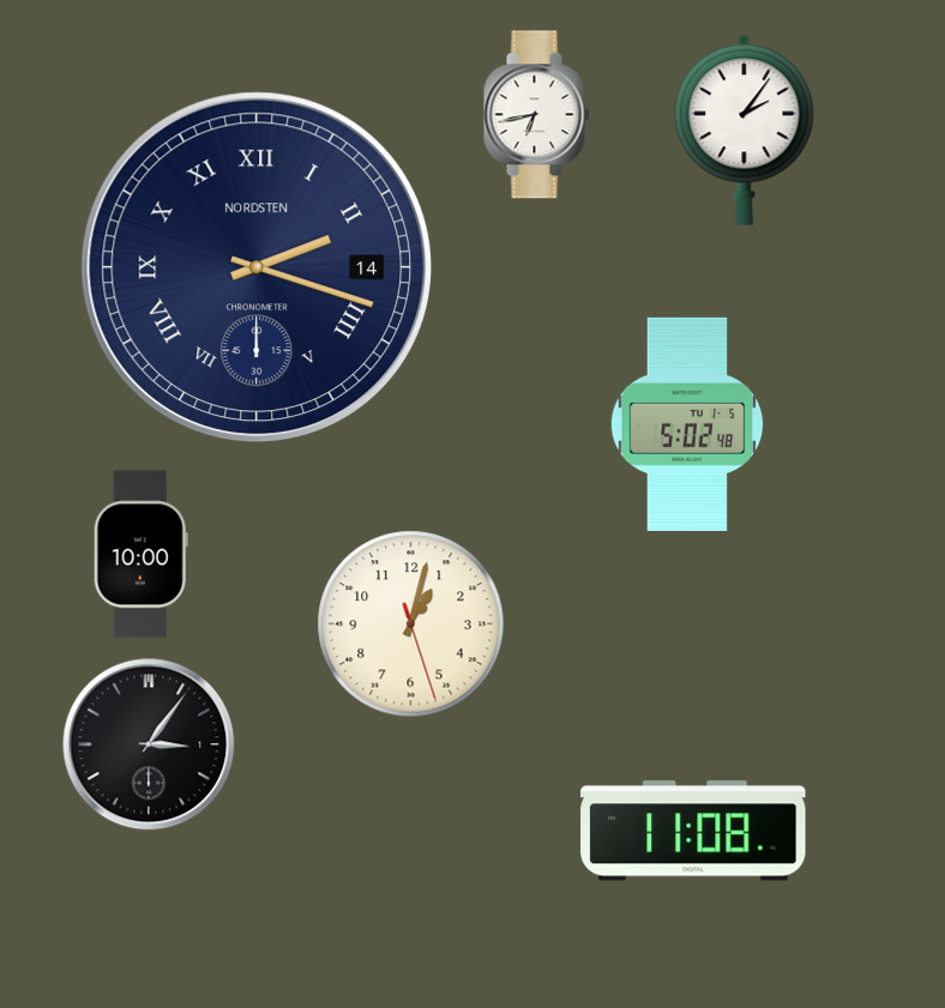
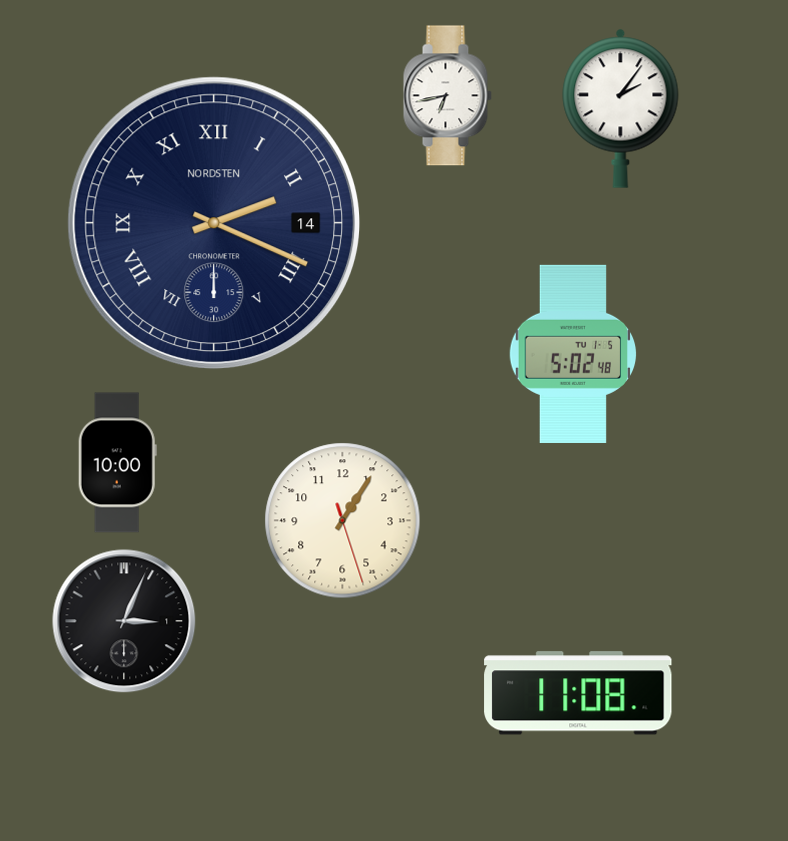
clock at (257, 267): 2:18 -> 2:19
clock at (411, 624): 1:02 -> 1:05
clock at (149, 744): 3:06 -> 3:04
